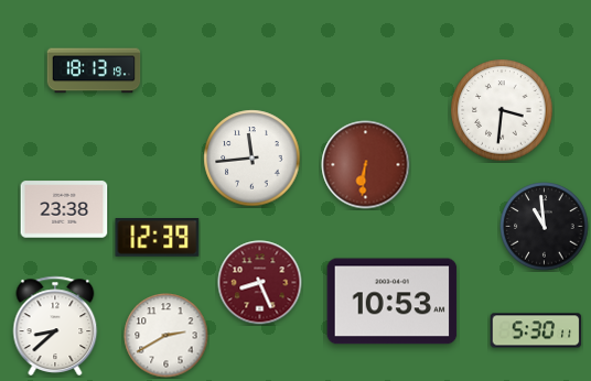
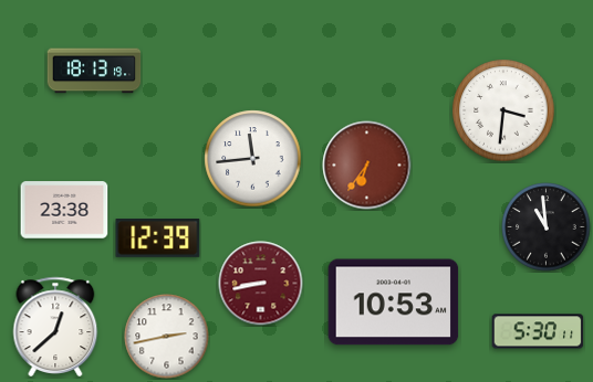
clock at (366, 165): 6:31 -> 6:36
clock at (260, 283): 8:26 -> 8:43
clock at (55, 326): 8:38 -> 12:38
clock at (166, 336): 2:40 -> 2:43
